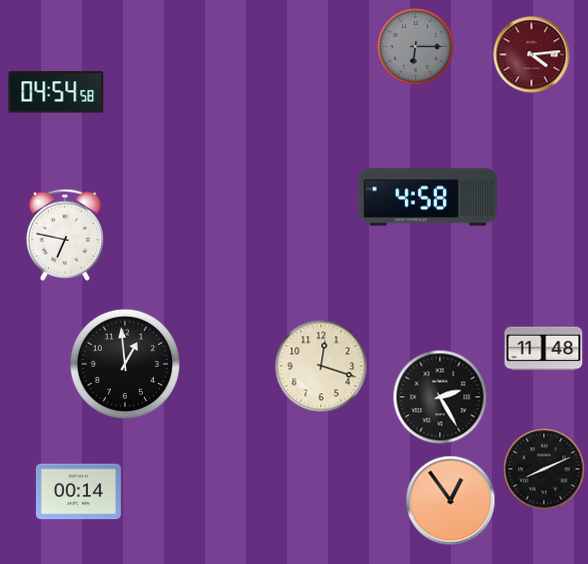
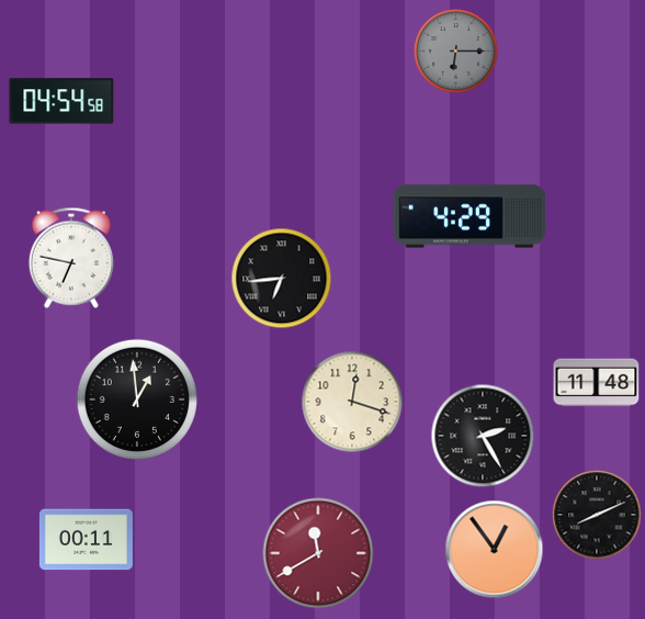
clock at (532, 55): 4:14 -> none
clock at (427, 197): 4:58 -> 4:29
clock at (282, 279): none -> 6:44
clock at (78, 492): 00:14 -> 00:11
clock at (318, 553): none -> 11:40
